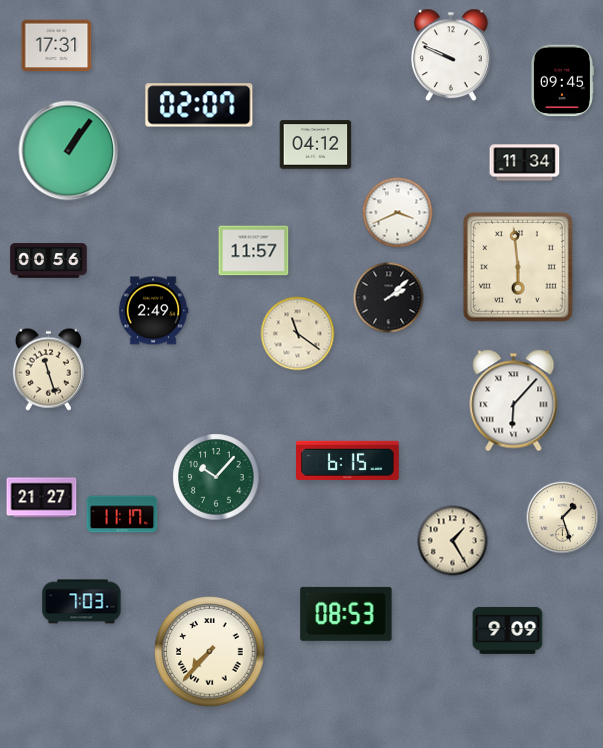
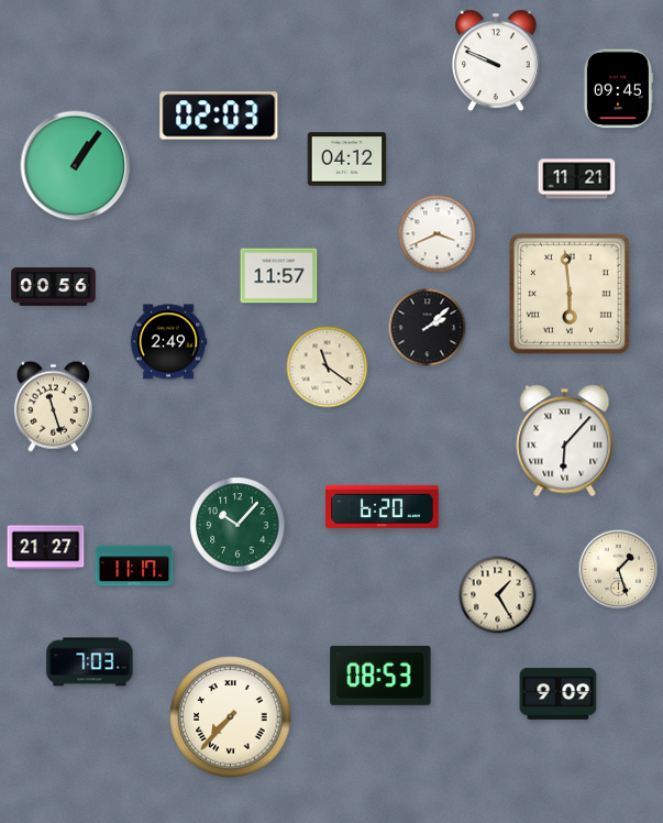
clock at (57, 46): 17:31 -> none
clock at (199, 105): 02:07 -> 02:03
clock at (525, 163): 11:34 -> 11:21
clock at (348, 460): 6:15 -> 6:20
